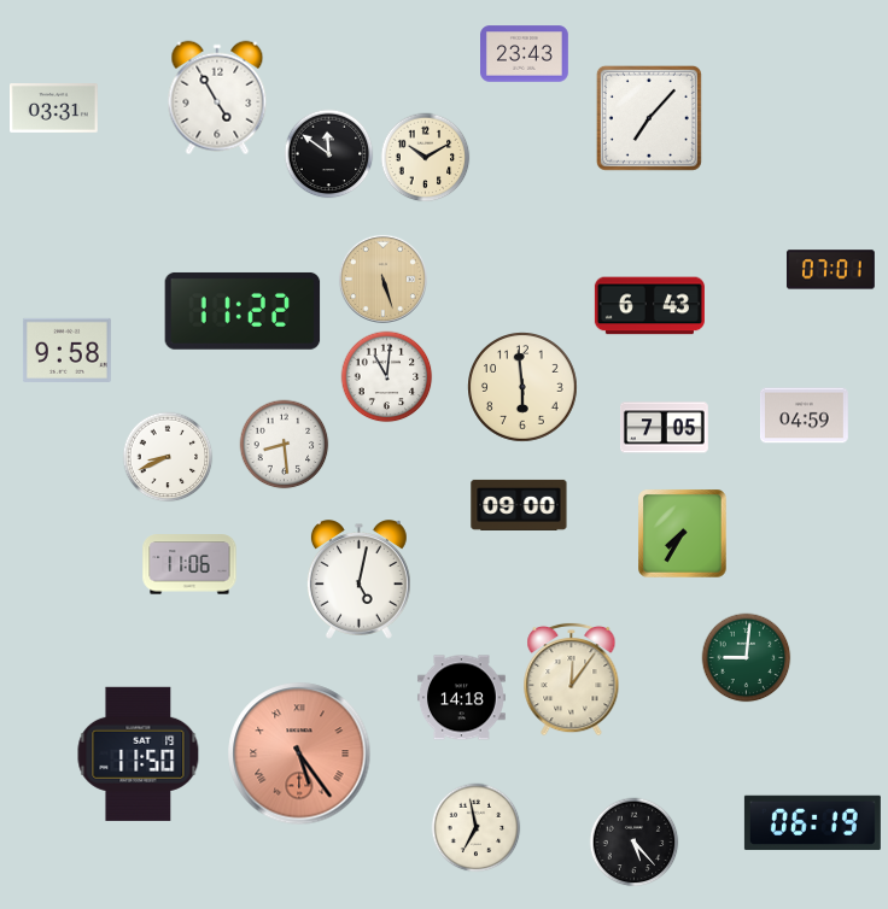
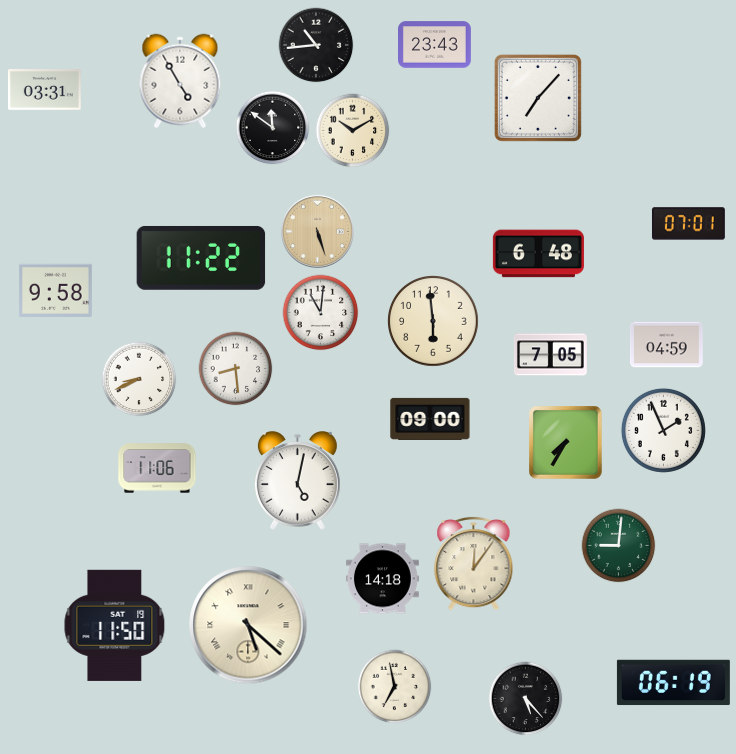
clock at (316, 45): none -> 10:44
clock at (649, 306): 6:43 -> 6:48
clock at (663, 430): none -> 1:56
clock at (299, 753): 5:24 -> 5:22
clock at (299, 753) dial: salmon -> cream
